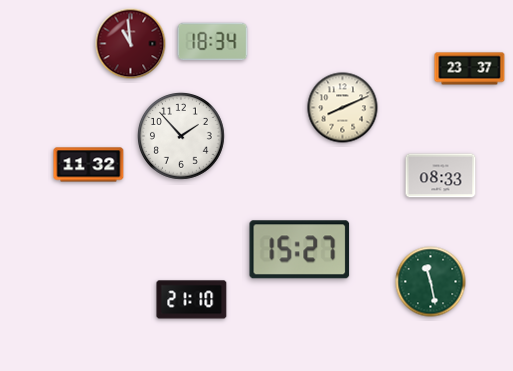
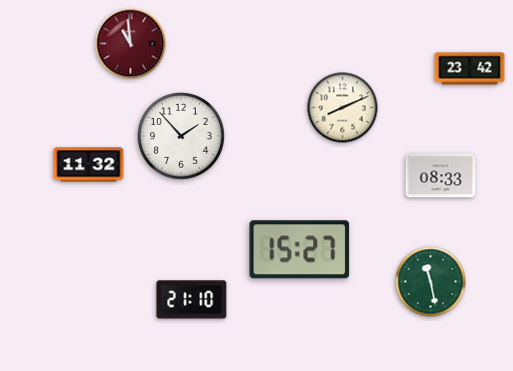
clock at (213, 42): 18:34 -> none
clock at (470, 69): 23:37 -> 23:42
